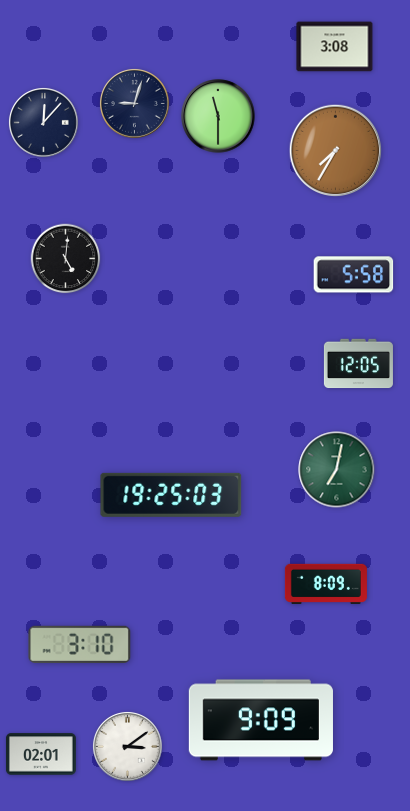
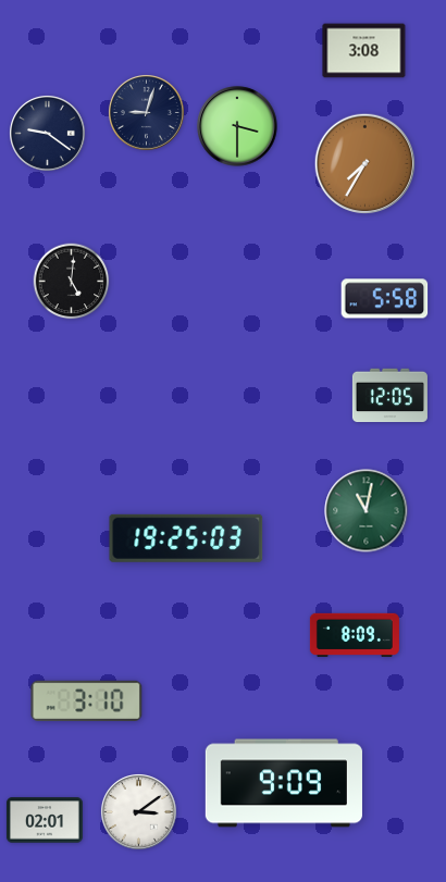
clock at (218, 116): 11:30 -> 3:30
clock at (43, 122): 12:07 -> 9:21
clock at (337, 470): 7:02 -> 11:02
